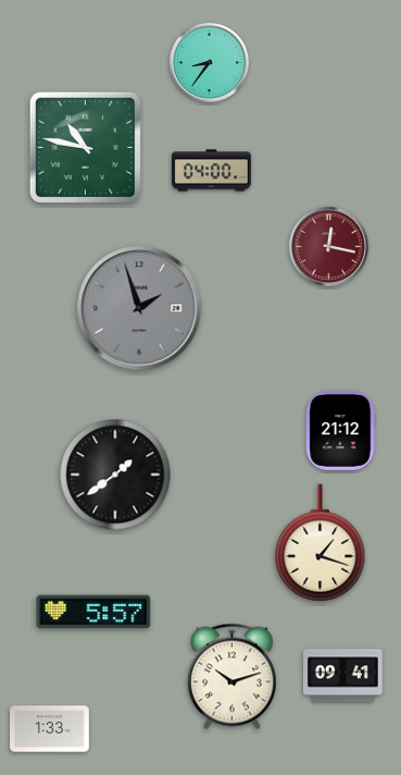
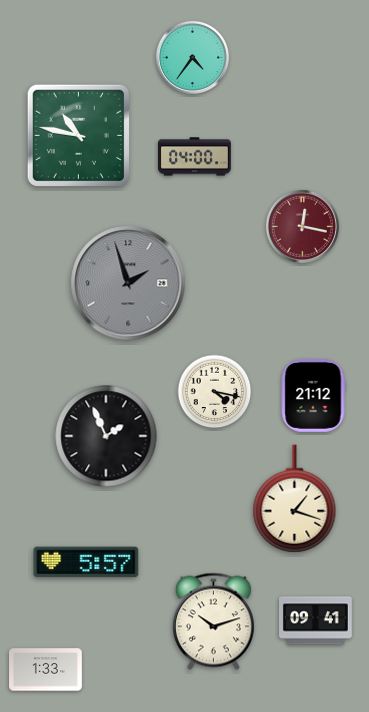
clock at (209, 62): 8:36 -> 4:36
clock at (215, 392): none -> 4:17
clock at (115, 475): 1:39 -> 1:56
